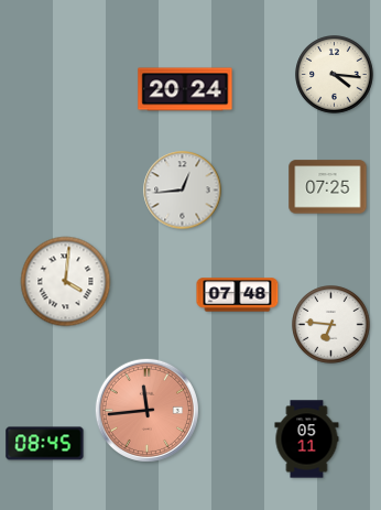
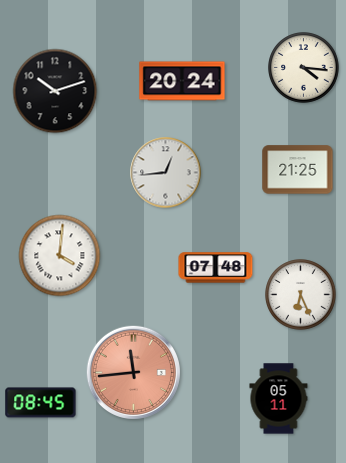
clock at (185, 89) position: (185, 89) -> (182, 81)
clock at (55, 91): none -> 10:12
clock at (328, 187): 07:25 -> 21:25
clock at (331, 325): 6:46 -> 6:26
